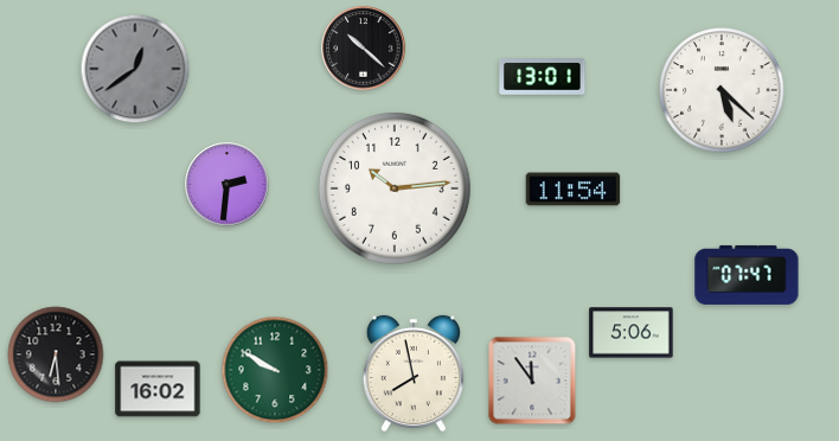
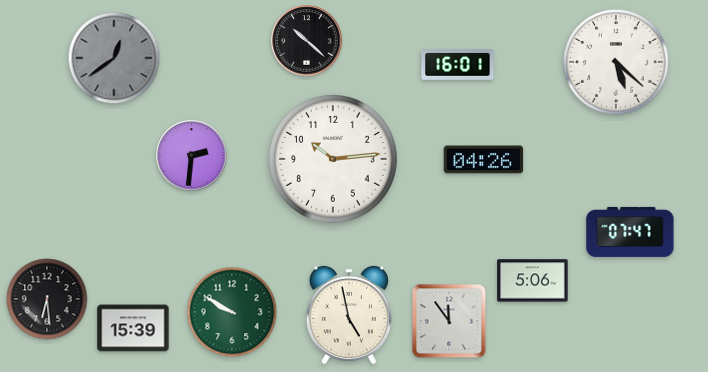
clock at (543, 77): 13:01 -> 16:01
clock at (722, 90) position: (722, 90) -> (616, 62)
clock at (574, 190): 11:54 -> 04:26
clock at (414, 373): 7:58 -> 4:58
clock at (158, 389): 16:02 -> 15:39
